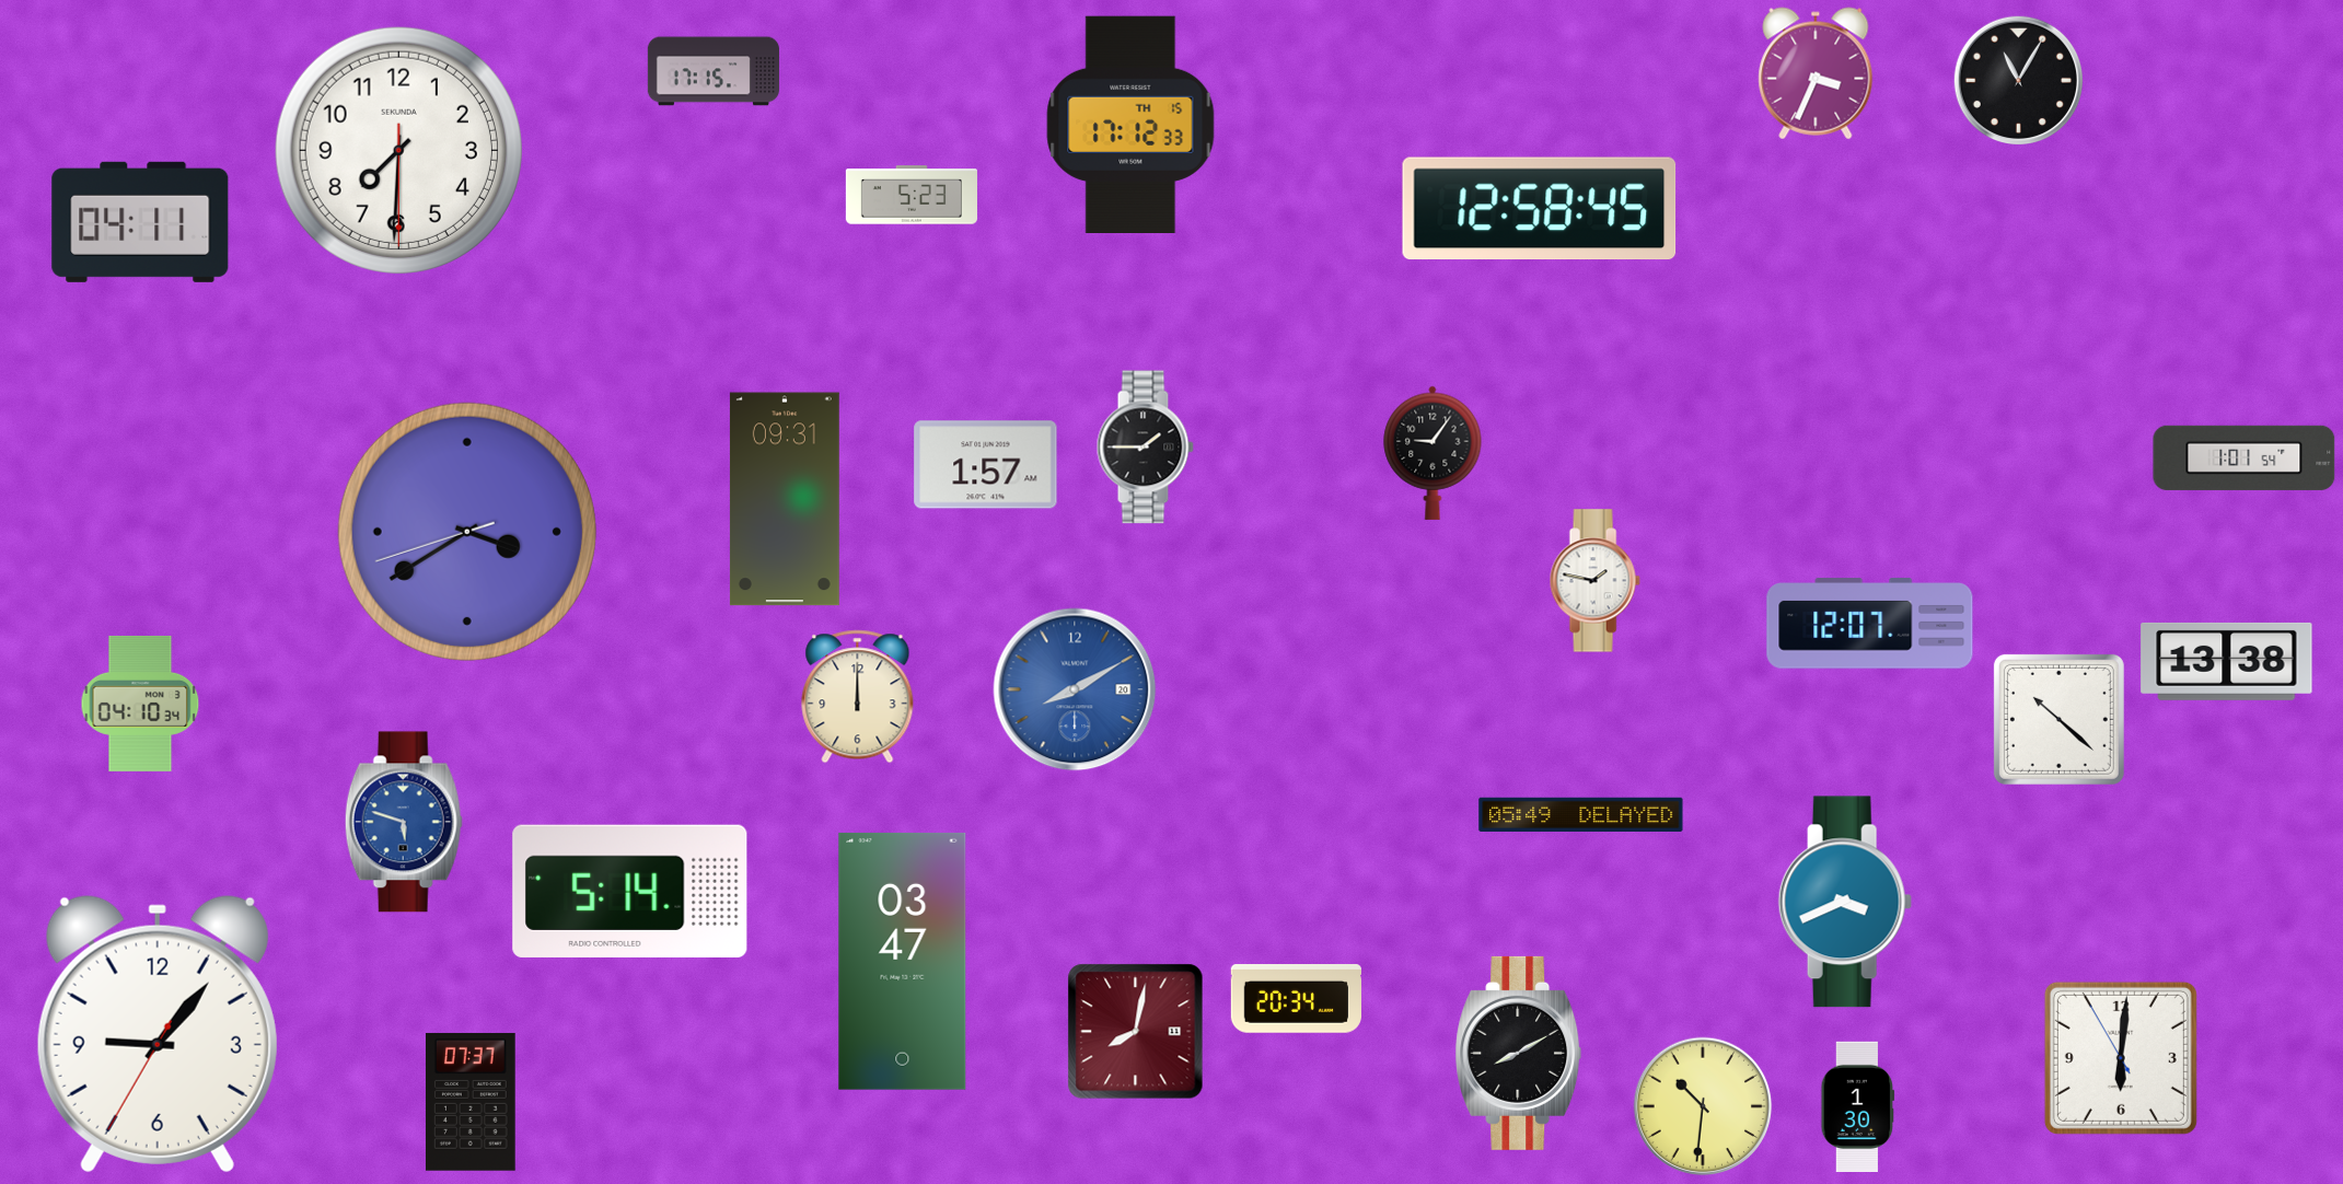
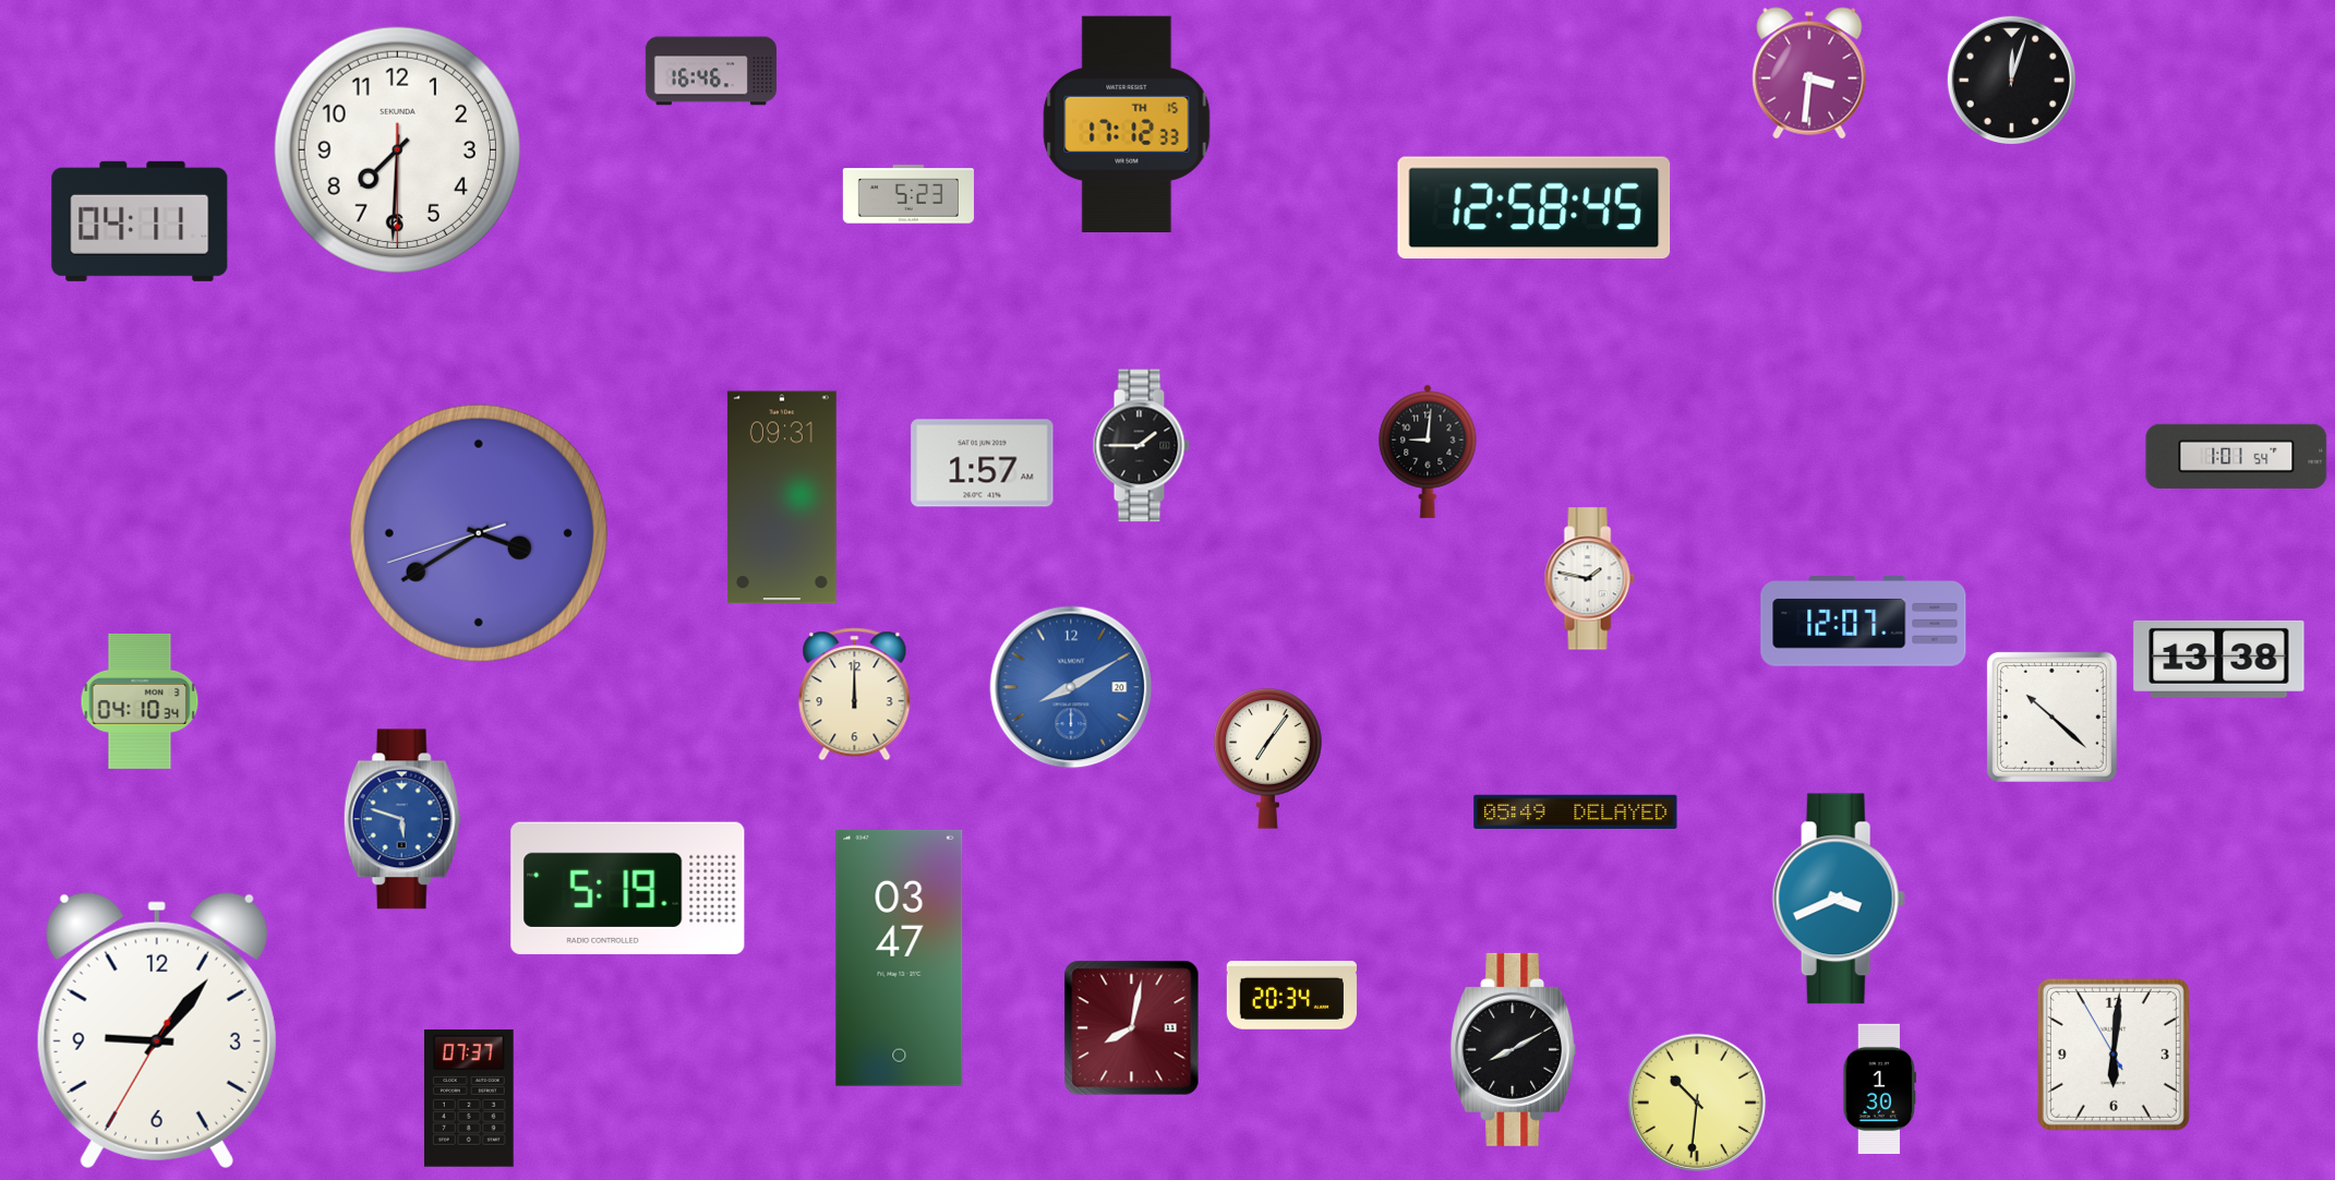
clock at (714, 71): 17:15 -> 16:46
clock at (1816, 73): 3:34 -> 3:31
clock at (2018, 80): 11:05 -> 12:03
clock at (1433, 453): 9:06 -> 9:01
clock at (467, 532) position: (467, 532) -> (479, 533)
clock at (1268, 759): none -> 7:06
clock at (630, 891): 5:14 -> 5:19
clock at (1858, 1106) position: (1858, 1106) -> (1880, 1088)
